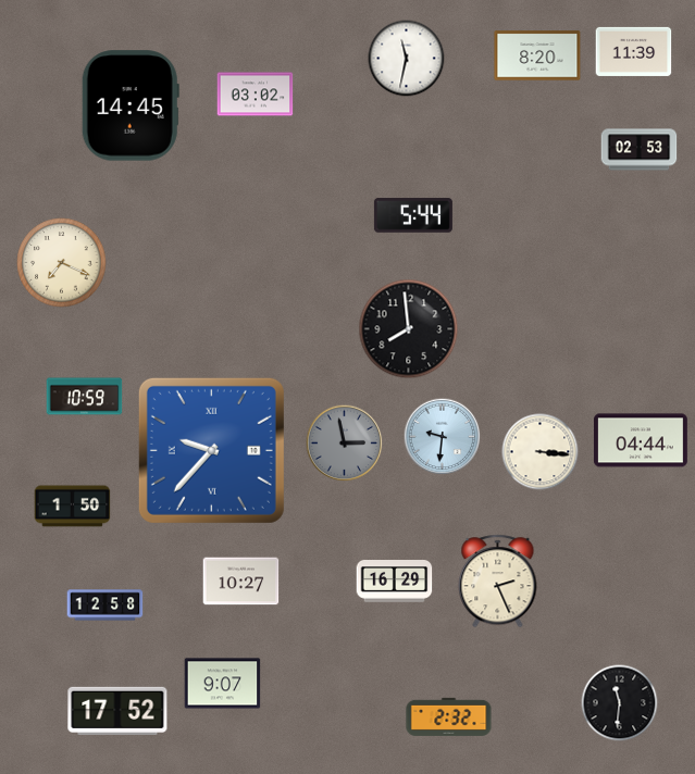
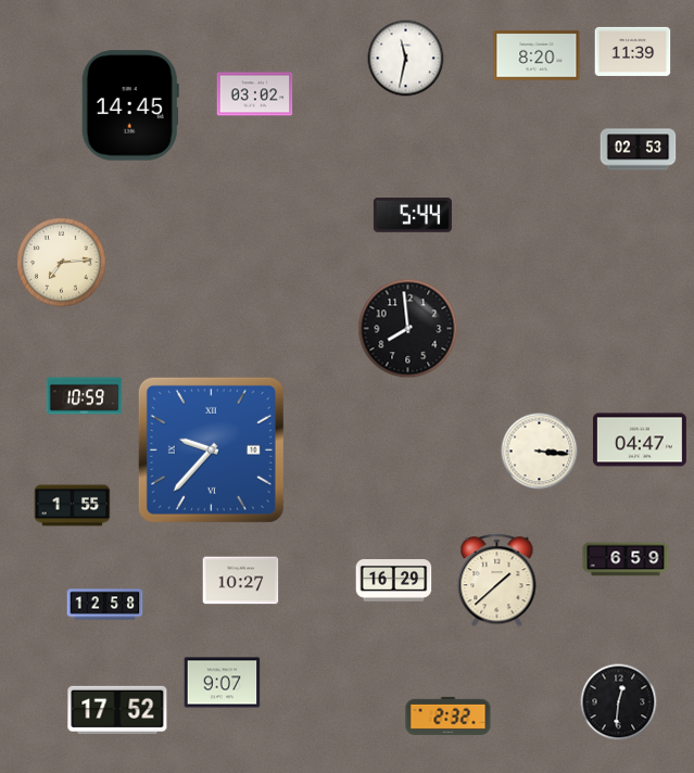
clock at (62, 263): 7:19 -> 7:14
clock at (443, 437): 9:31 -> none
clock at (641, 440): 04:44 -> 04:47
clock at (345, 444): 2:58 -> none
clock at (73, 507): 1:50 -> 1:55
clock at (626, 559): none -> 6:59
clock at (498, 582): 2:26 -> 1:38
clock at (620, 703): 11:31 -> 12:31
